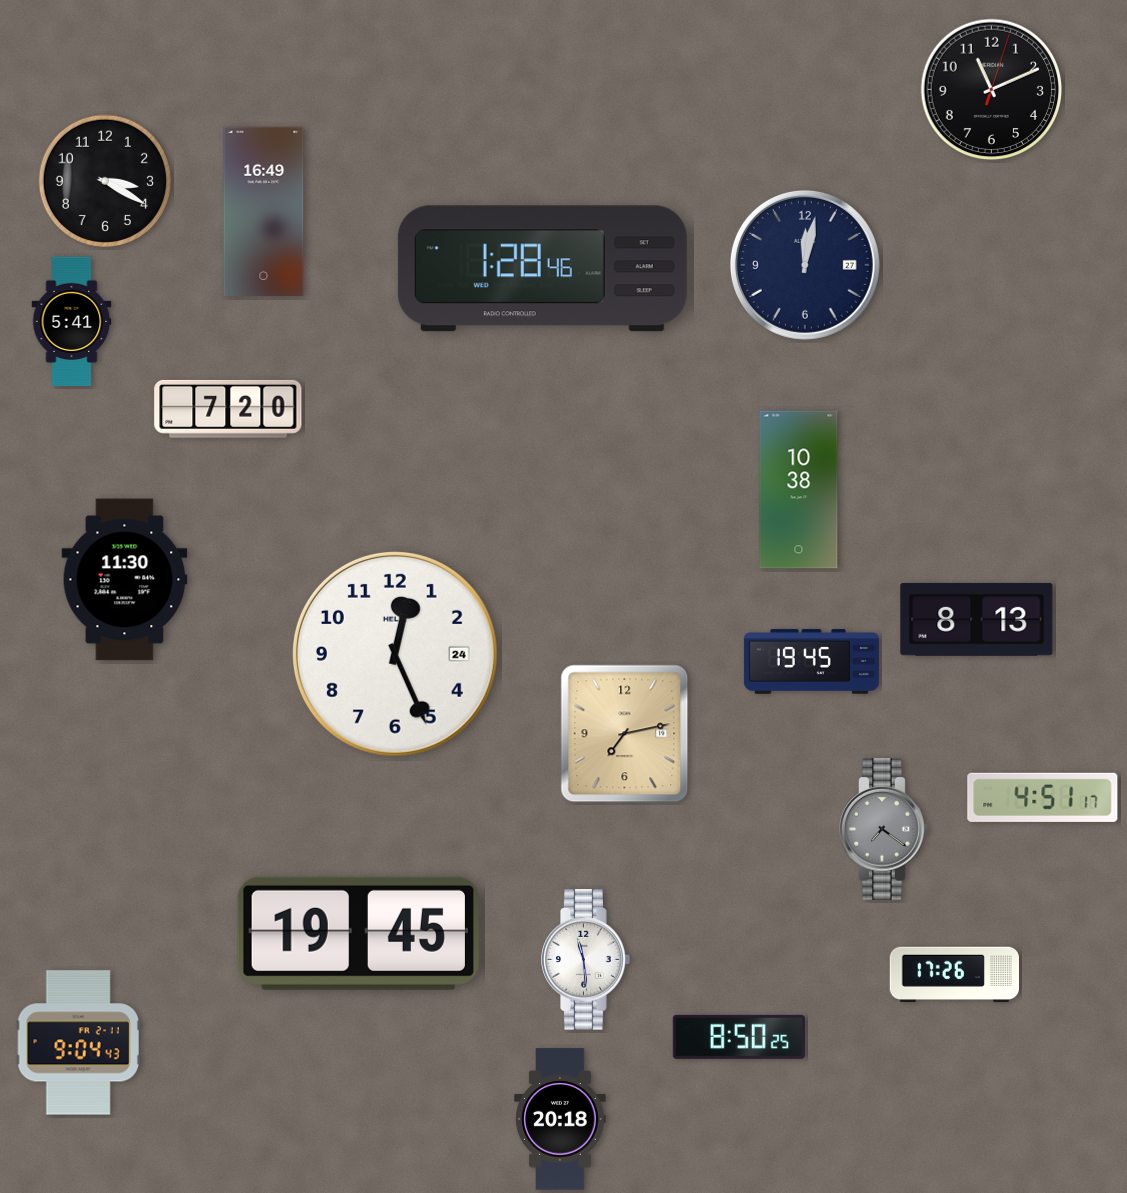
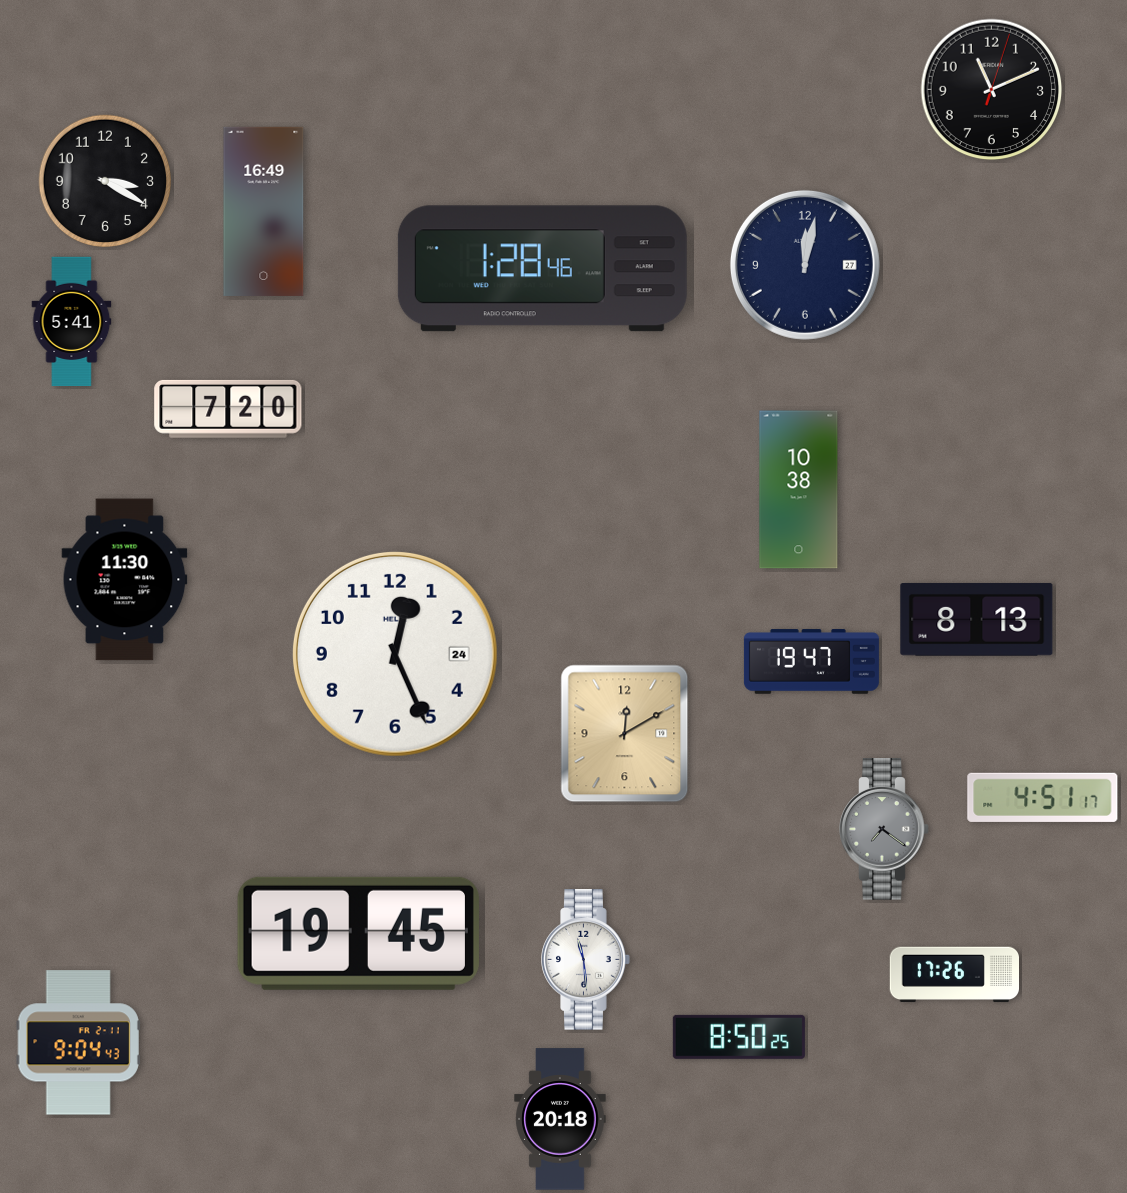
clock at (811, 662): 19:45 -> 19:47
clock at (625, 734): 7:13 -> 12:10
